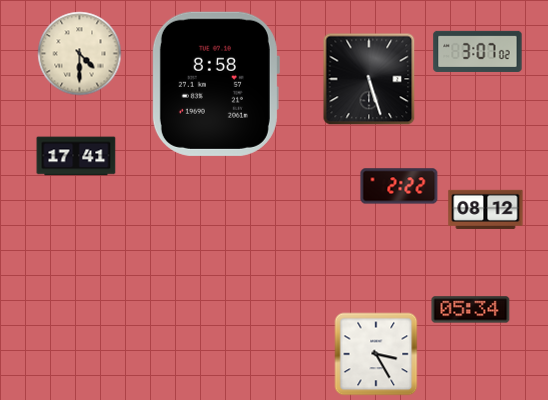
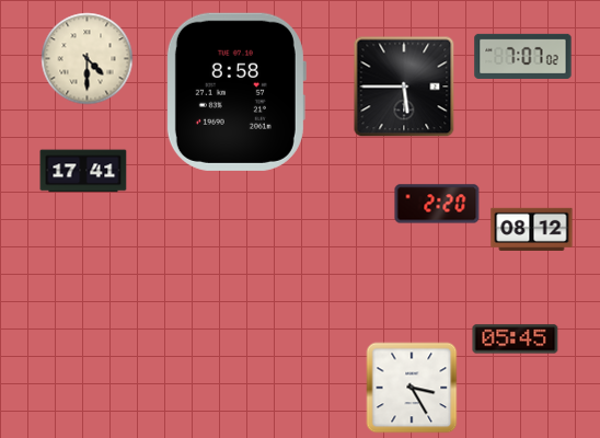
clock at (478, 51): 3:07 -> 7:07
clock at (369, 79): 5:27 -> 5:45
clock at (399, 186): 2:22 -> 2:20
clock at (471, 310): 05:34 -> 05:45
